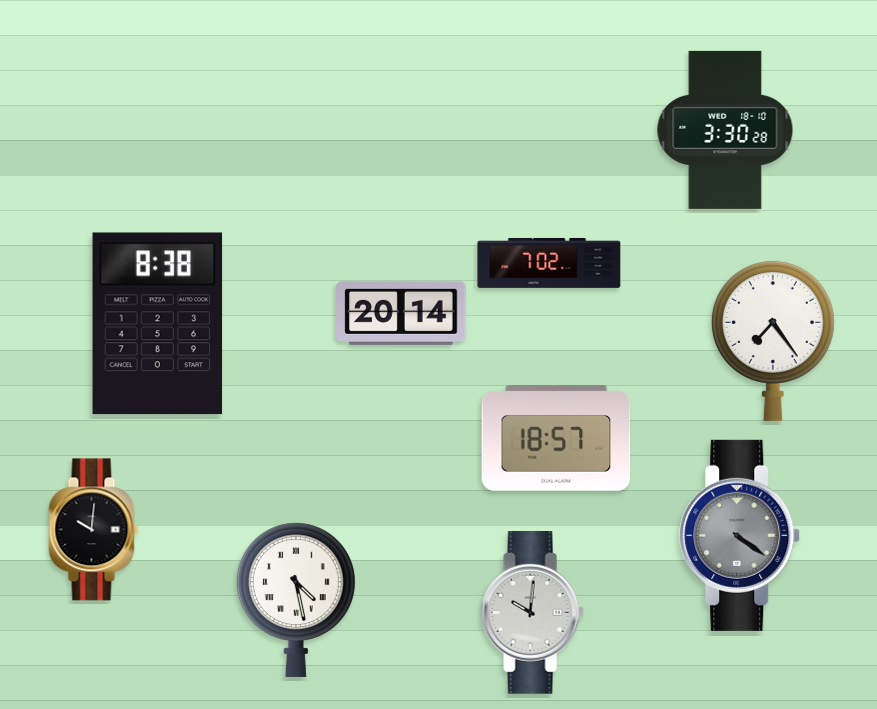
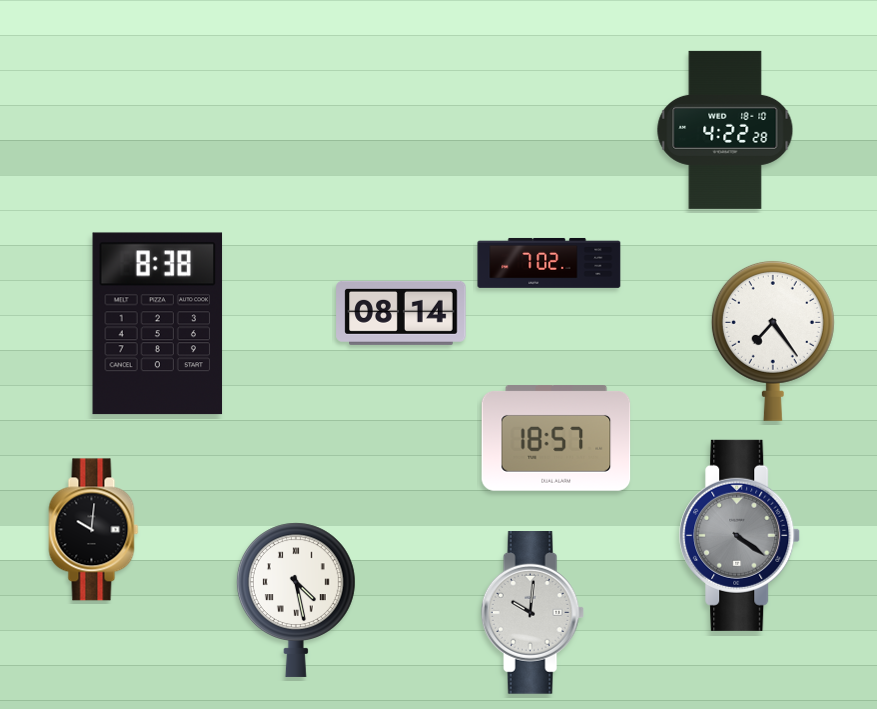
clock at (725, 130): 3:30 -> 4:22
clock at (401, 313): 20:14 -> 08:14
